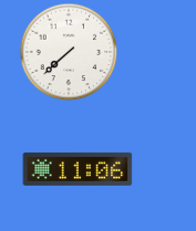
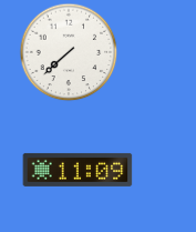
clock at (78, 169): 11:06 -> 11:09
